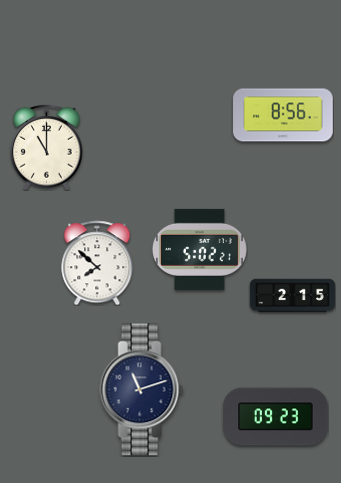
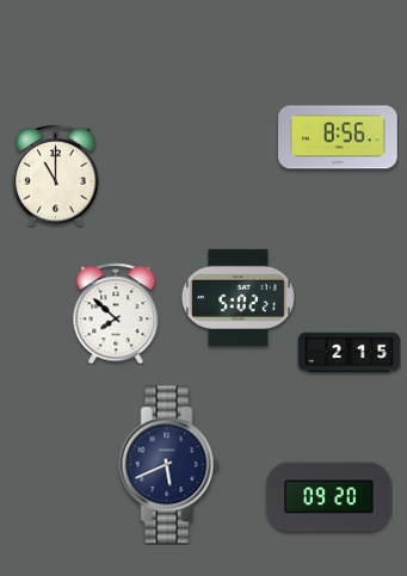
clock at (142, 390): 11:12 -> 5:41
clock at (276, 417): 09:23 -> 09:20
